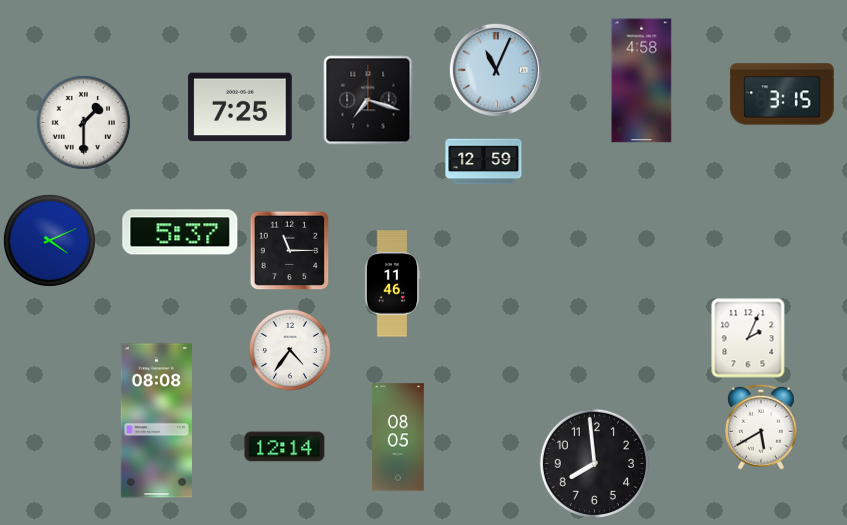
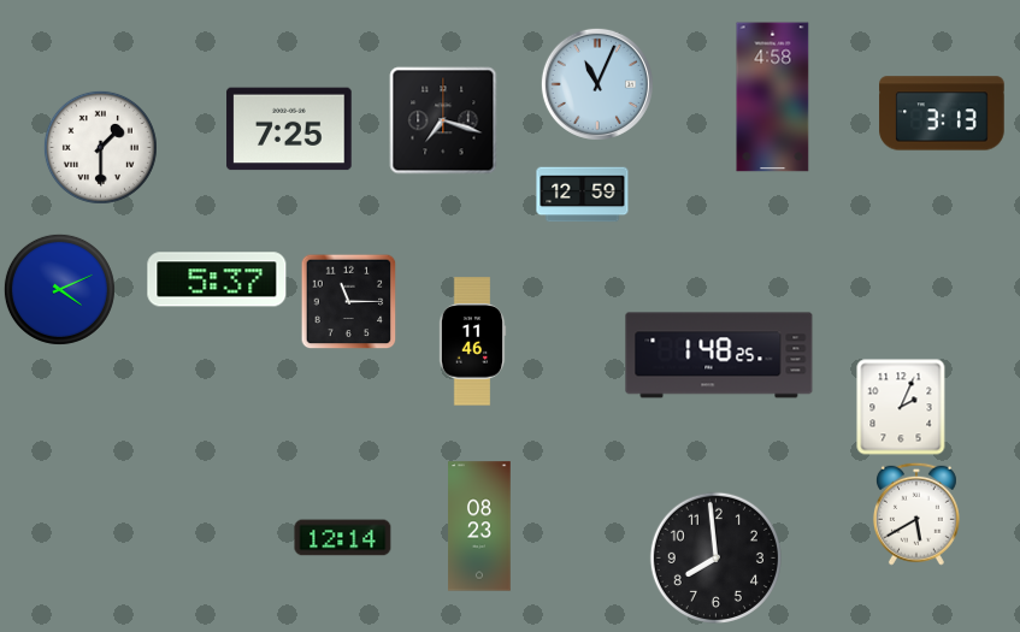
clock at (782, 94): 3:15 -> 3:13
clock at (719, 355): none -> 1:48
clock at (290, 350): 4:36 -> none
clock at (156, 421): 08:08 -> none
clock at (398, 437): 08:05 -> 08:23
